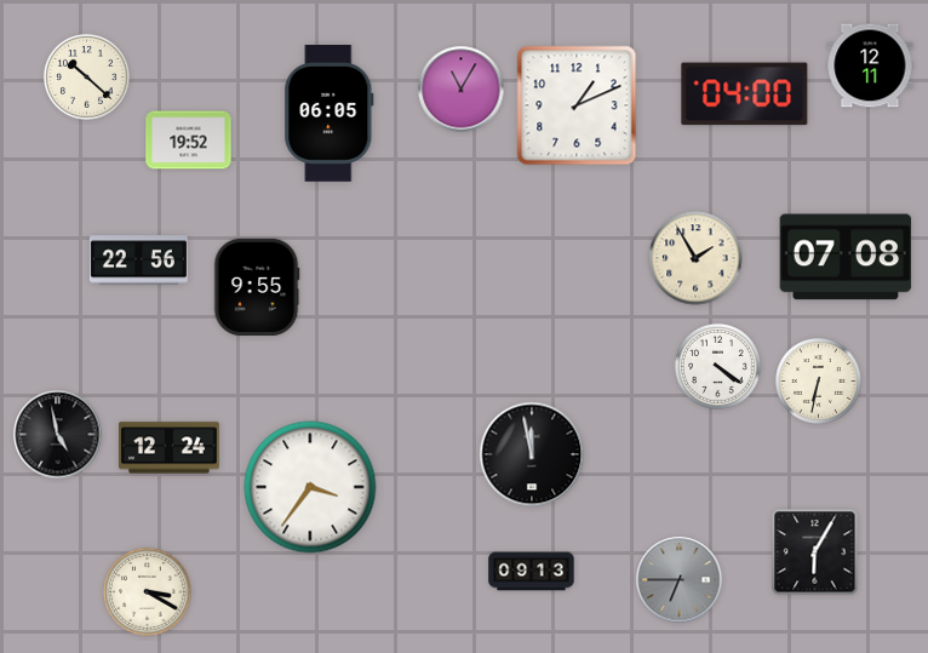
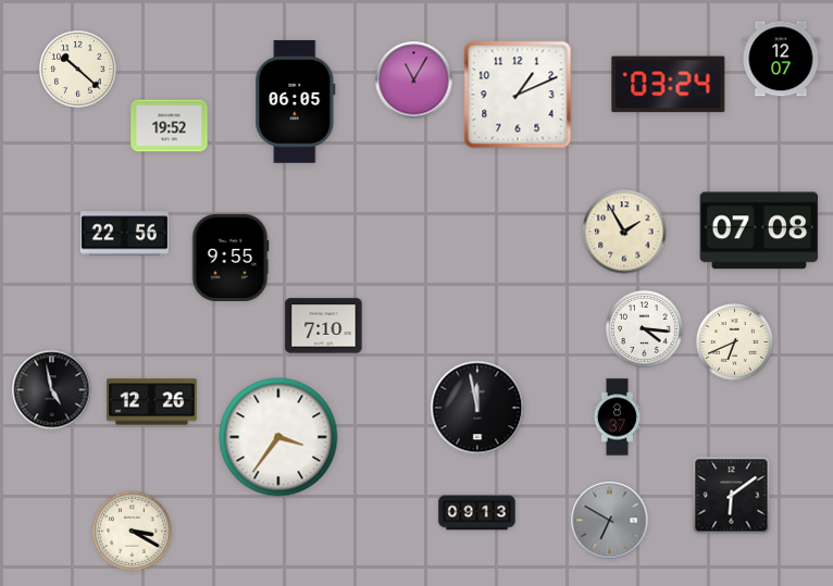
clock at (870, 65): 12:11 -> 12:07
clock at (745, 94): 04:00 -> 03:24
clock at (324, 326): none -> 7:10
clock at (717, 366): 4:21 -> 4:16
clock at (818, 380): 6:32 -> 6:41
clock at (170, 448): 12:24 -> 12:26
clock at (618, 417): none -> 8:37
clock at (815, 552): 6:05 -> 6:09
clock at (680, 580): 6:45 -> 6:50
